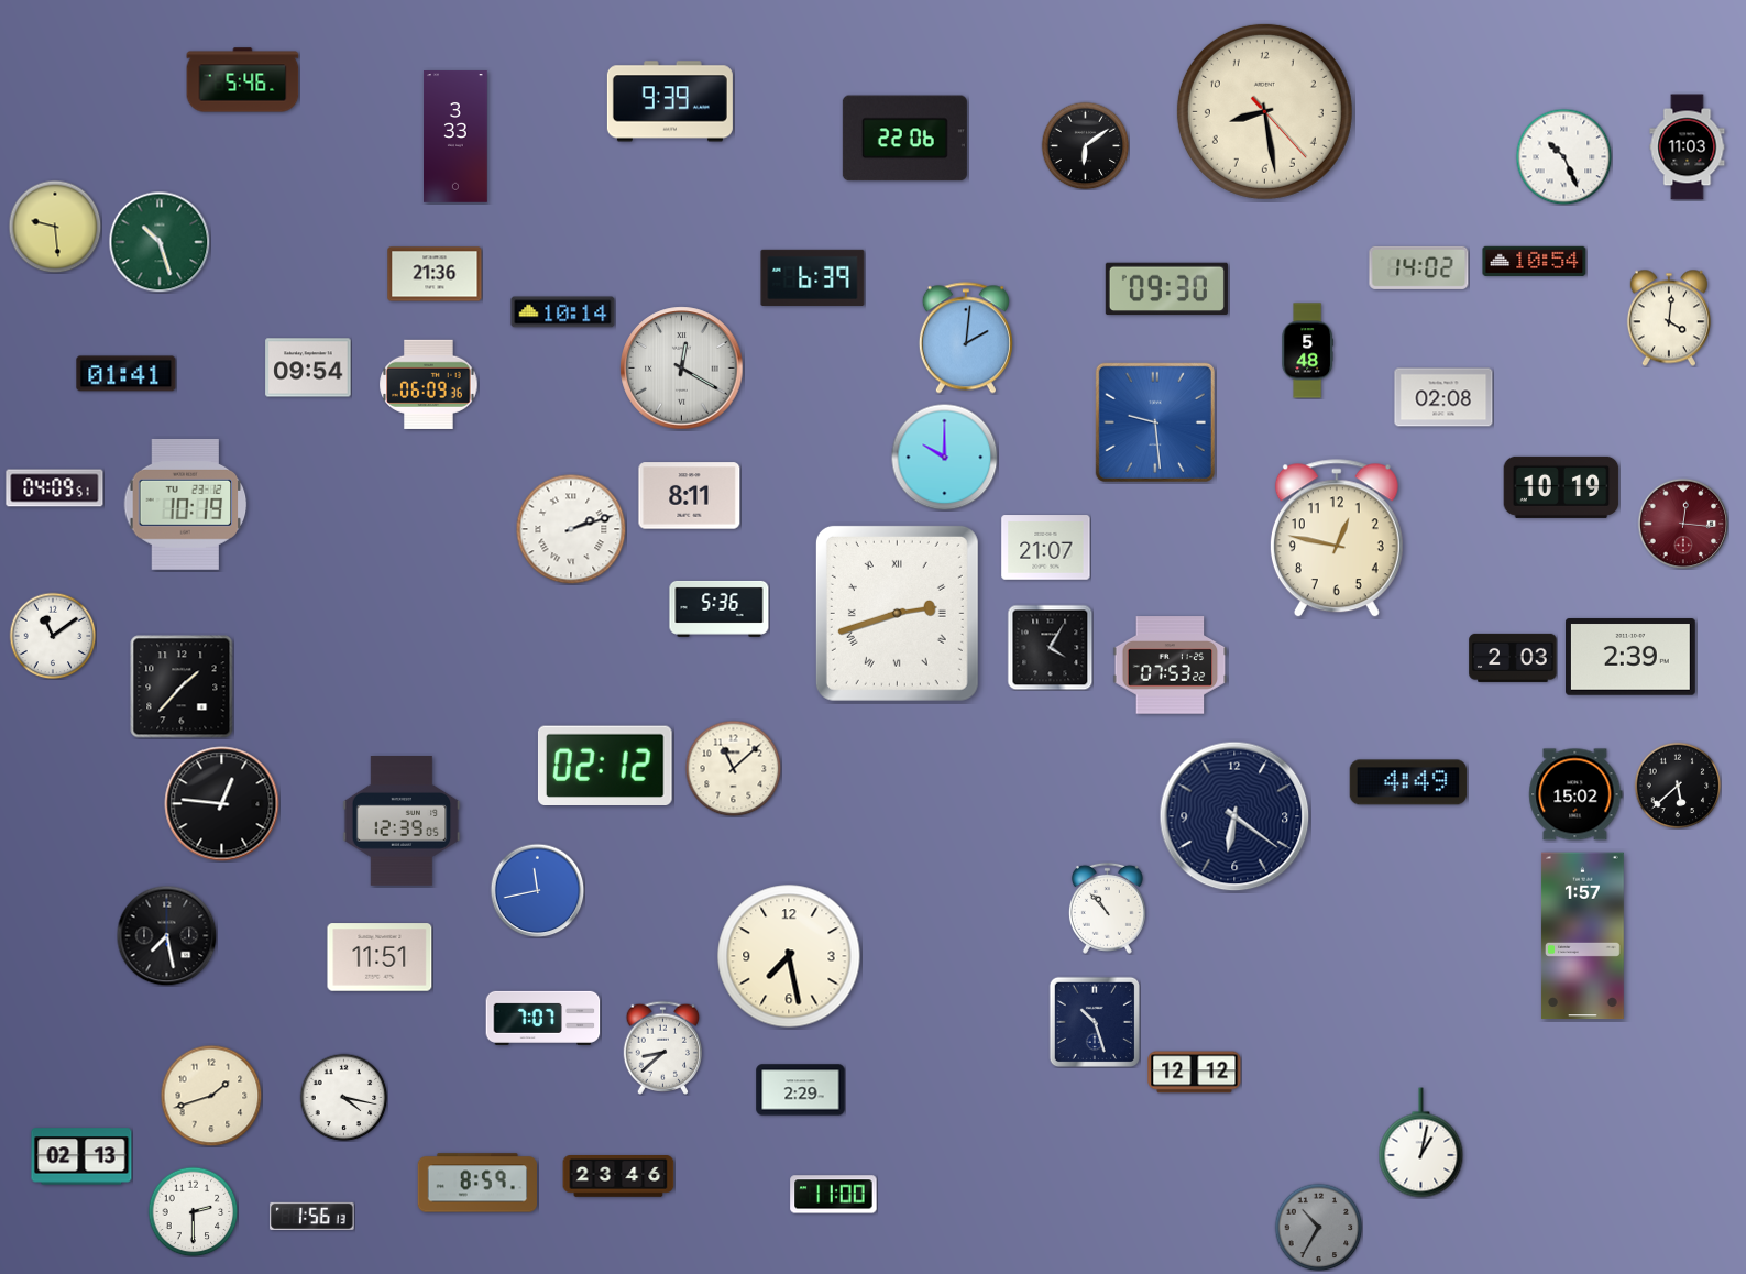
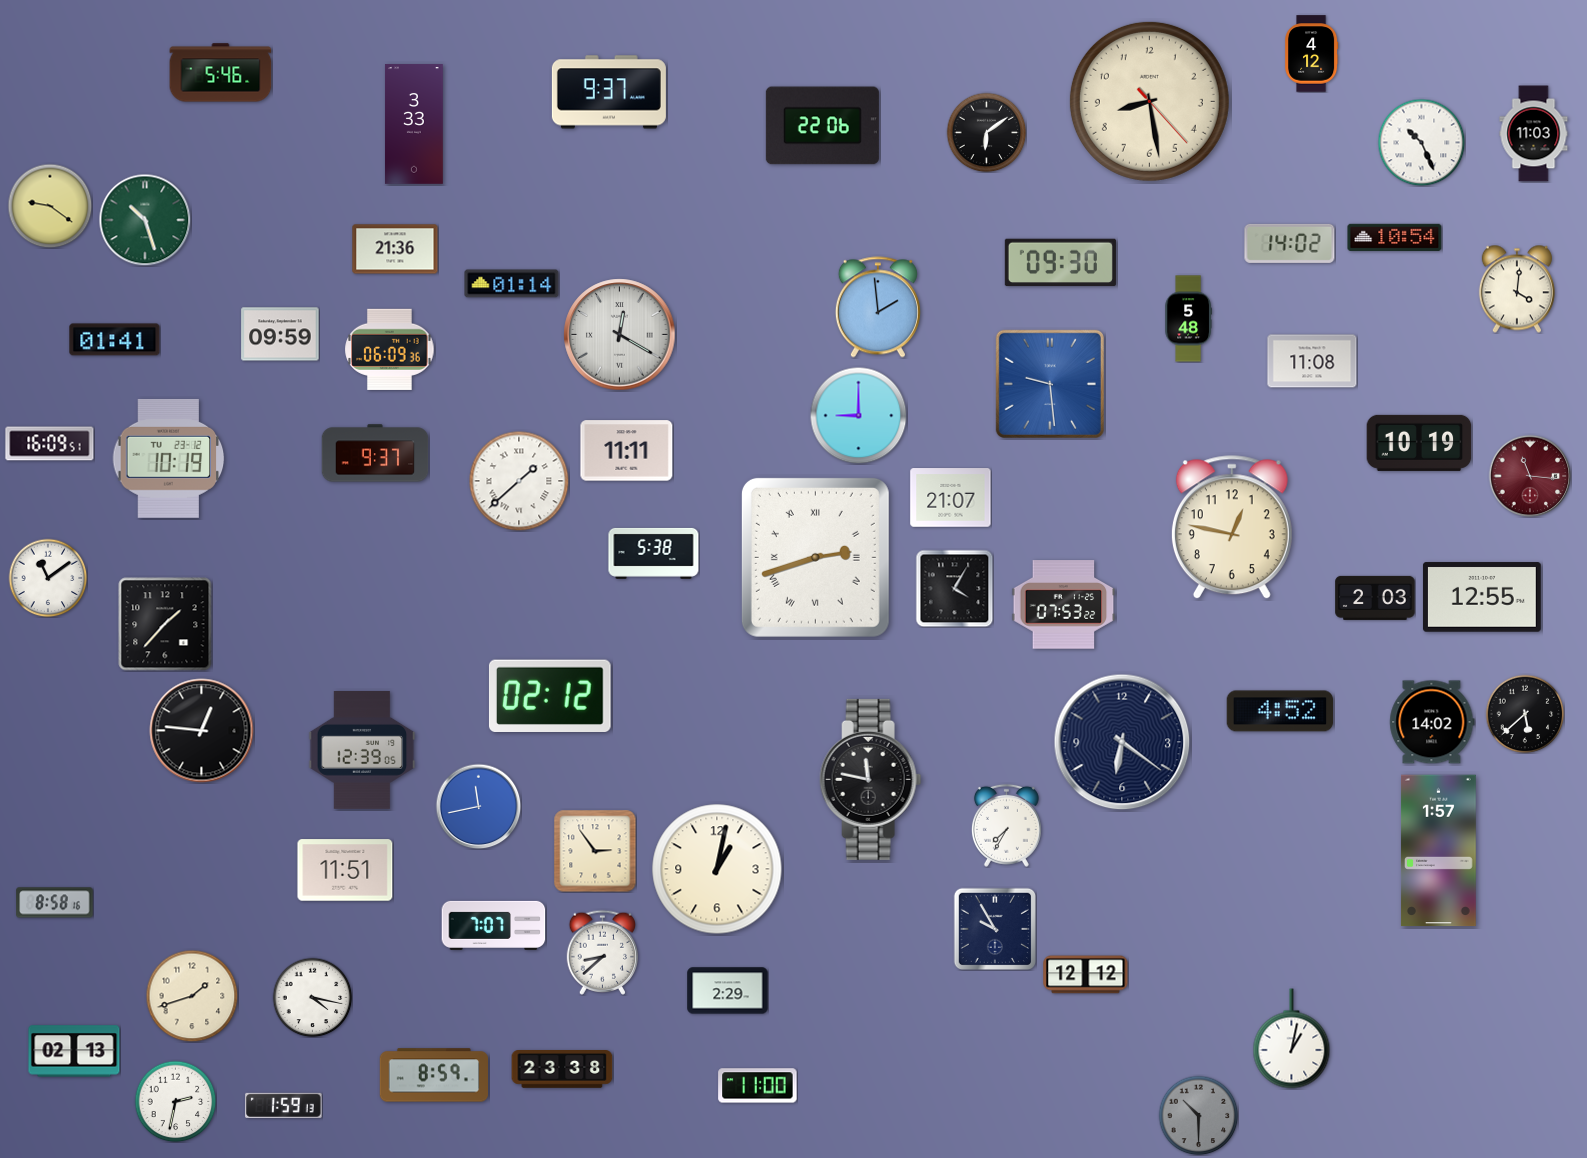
clock at (1312, 54): none -> 4:12
clock at (670, 101): 9:39 -> 9:37
clock at (55, 227): 9:29 -> 9:21
clock at (813, 277): 6:39 -> none
clock at (563, 312): 10:14 -> 01:14
clock at (966, 338): 2:01 -> 1:59
clock at (308, 367): 09:54 -> 09:59
clock at (1443, 397): 02:08 -> 11:08
clock at (944, 457): 10:00 -> 9:00
clock at (55, 488): 04:09 -> 16:09
clock at (690, 496): 8:11 -> 11:11
clock at (375, 453): none -> 9:37
clock at (1683, 524): 12:16 -> 11:16
clock at (571, 529): 2:12 -> 1:38
clock at (1337, 539) position: (1337, 539) -> (1232, 528)
clock at (720, 608): 5:36 -> 5:38
clock at (1630, 657): 2:39 -> 12:55
clock at (733, 768): 11:08 -> none
clock at (1408, 782): 4:49 -> 4:52
clock at (1575, 794): 15:02 -> 14:02
clock at (402, 822) position: (402, 822) -> (362, 751)
clock at (871, 779): none -> 11:47
clock at (537, 890) position: (537, 890) -> (478, 806)
clock at (1107, 908): 10:53 -> 7:35
clock at (166, 935): 7:28 -> none
clock at (595, 851): none -> 2:54
clock at (789, 956): 7:28 -> 1:02
clock at (55, 903): none -> 8:58
clock at (1094, 1021): 10:27 -> 9:55
clock at (618, 1177): 23:46 -> 23:38
clock at (193, 1211): 2:30 -> 2:32
clock at (312, 1216): 1:56 -> 1:59
clock at (1318, 1227): 10:35 -> 10:30
